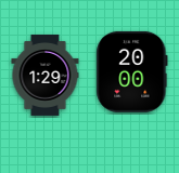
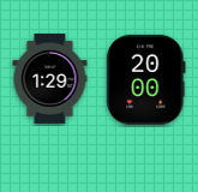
clock at (46, 75) position: (46, 75) -> (50, 78)
